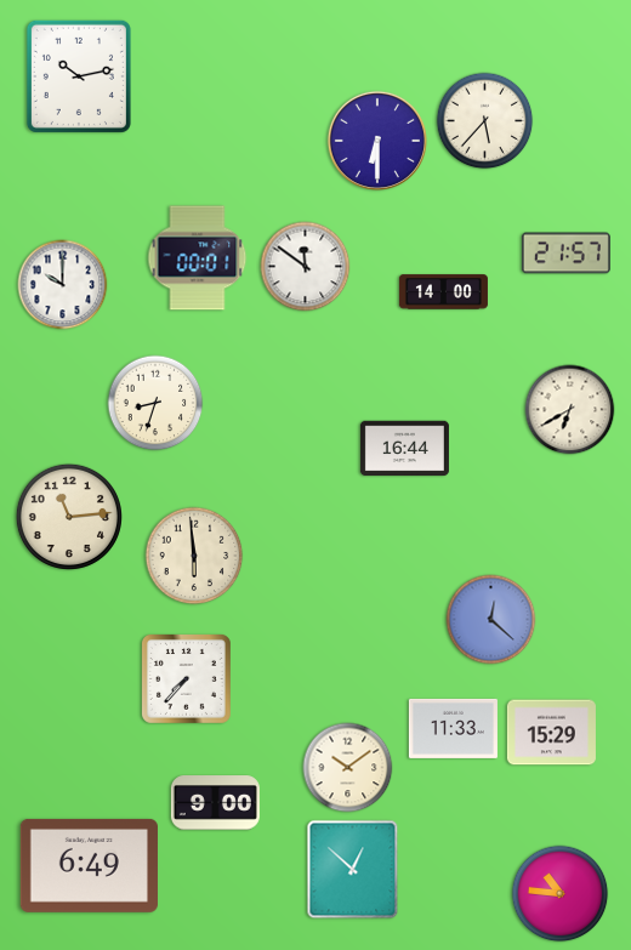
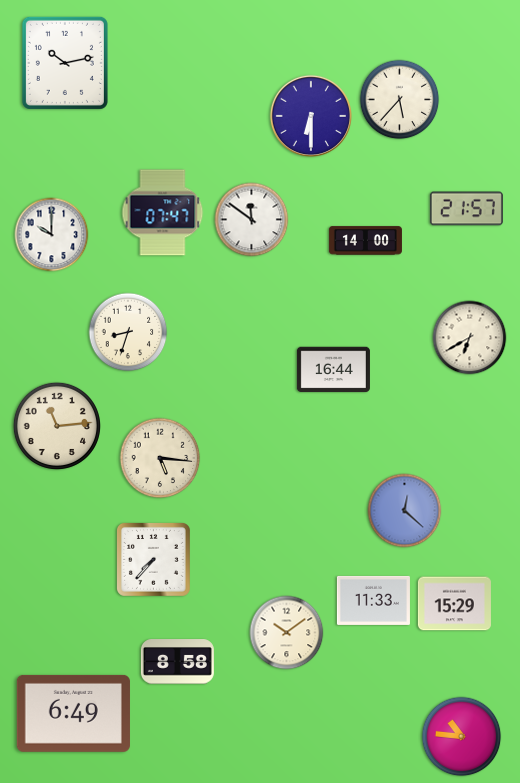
clock at (198, 258): 00:01 -> 07:47
clock at (194, 556): 5:59 -> 5:16
clock at (215, 803): 9:00 -> 8:58
clock at (353, 870): 12:52 -> none
